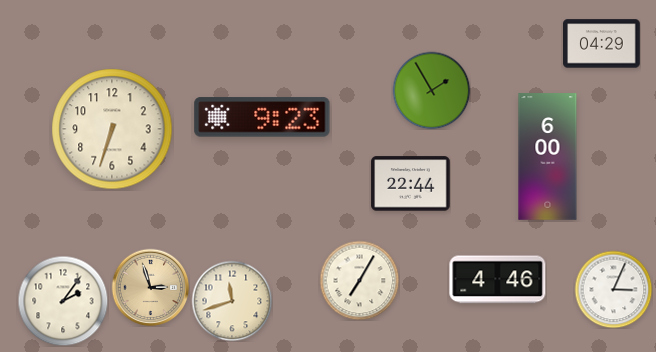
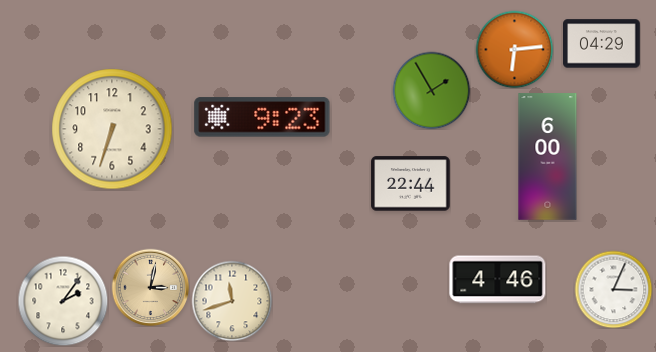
clock at (514, 49): none -> 6:14
clock at (359, 280): 7:05 -> none
clock at (150, 287): 2:57 -> 3:02
